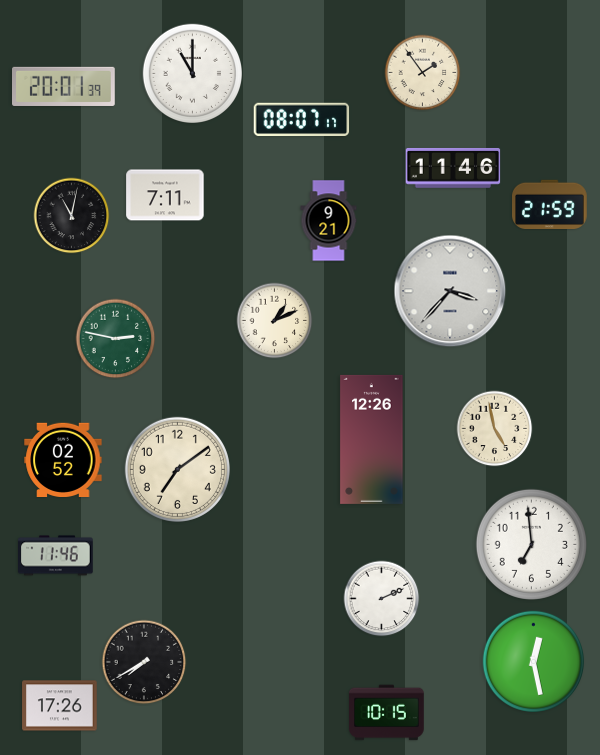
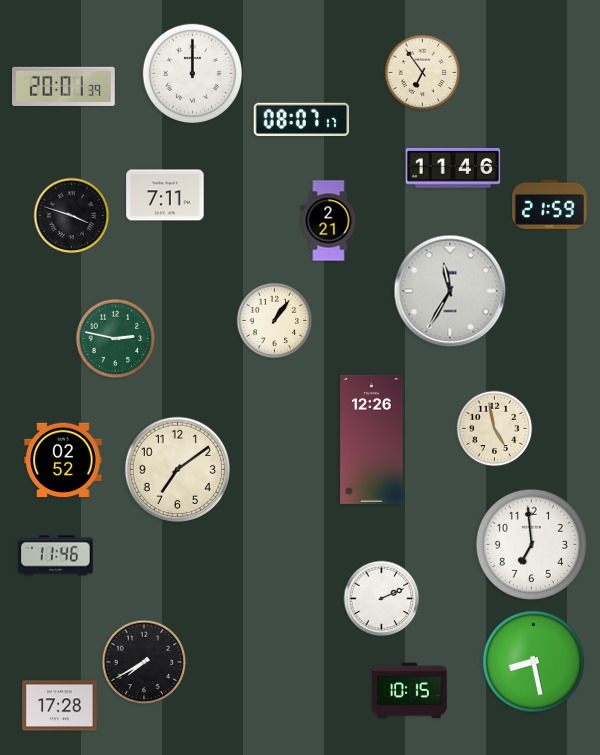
clock at (192, 73): 11:00 -> 12:00
clock at (423, 73): 1:54 -> 6:54
clock at (72, 216): 11:02 -> 3:48
clock at (329, 221): 9:21 -> 2:21
clock at (450, 291): 3:37 -> 11:35
clock at (275, 321): 1:11 -> 1:06
clock at (533, 661): 12:28 -> 8:28
clock at (60, 706): 17:26 -> 17:28
clock at (387, 713) position: (387, 713) -> (410, 691)
